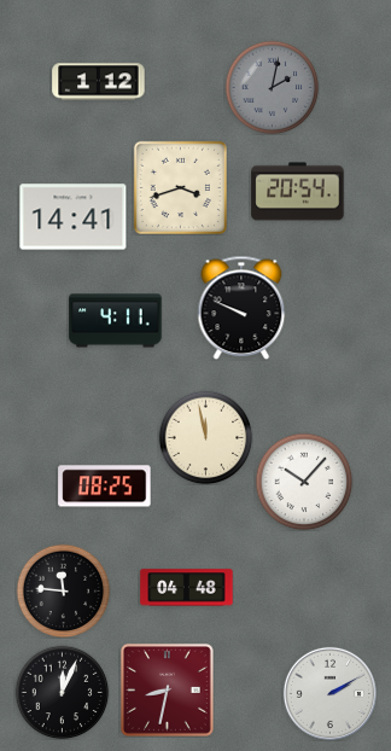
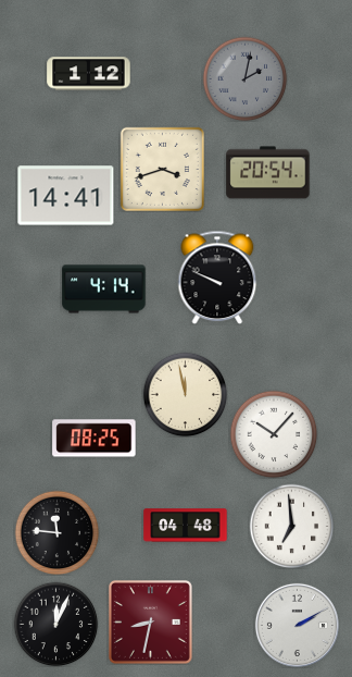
clock at (116, 321): 4:11 -> 4:14
clock at (291, 526): none -> 6:59
clock at (187, 588) position: (187, 588) -> (186, 526)
